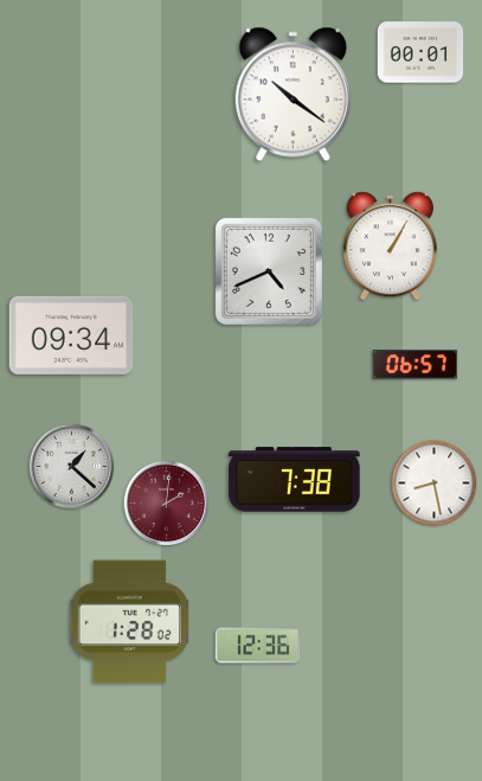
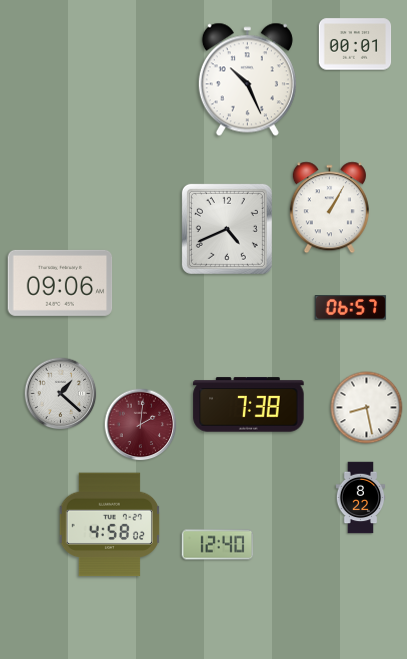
clock at (293, 95): 10:21 -> 10:26
clock at (71, 335): 09:34 -> 09:06
clock at (361, 498): none -> 8:22
clock at (129, 622): 1:28 -> 4:58
clock at (258, 646): 12:36 -> 12:40
